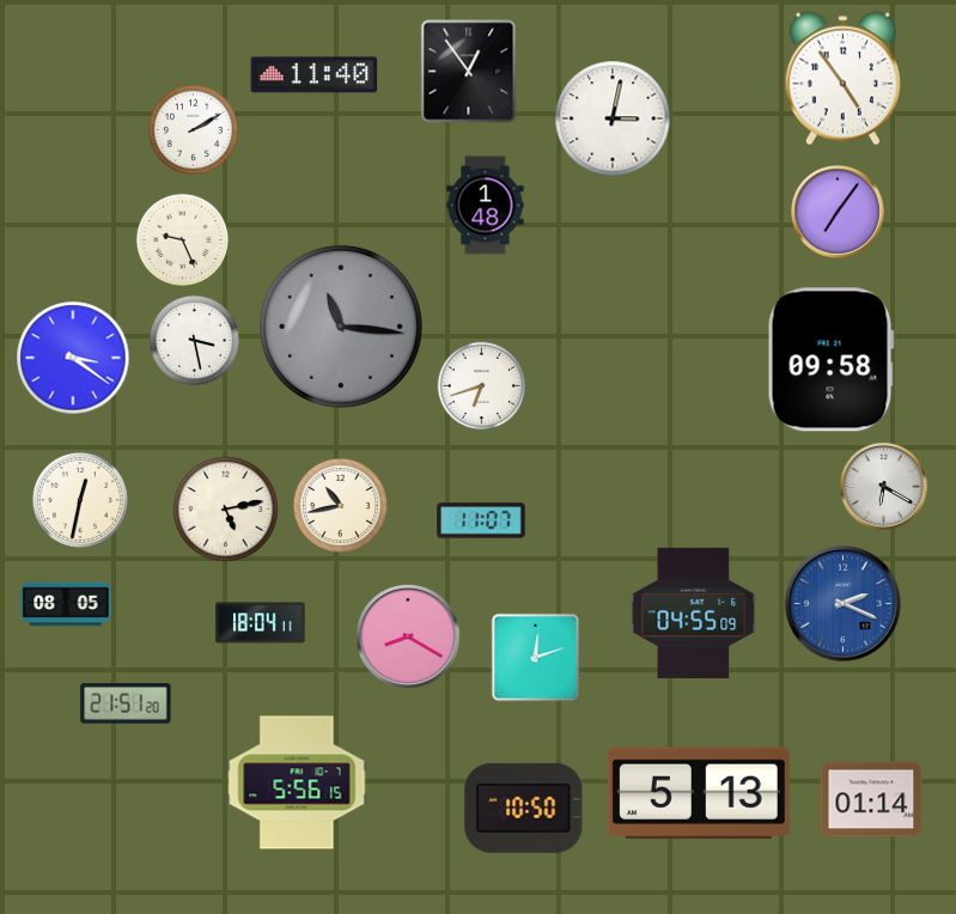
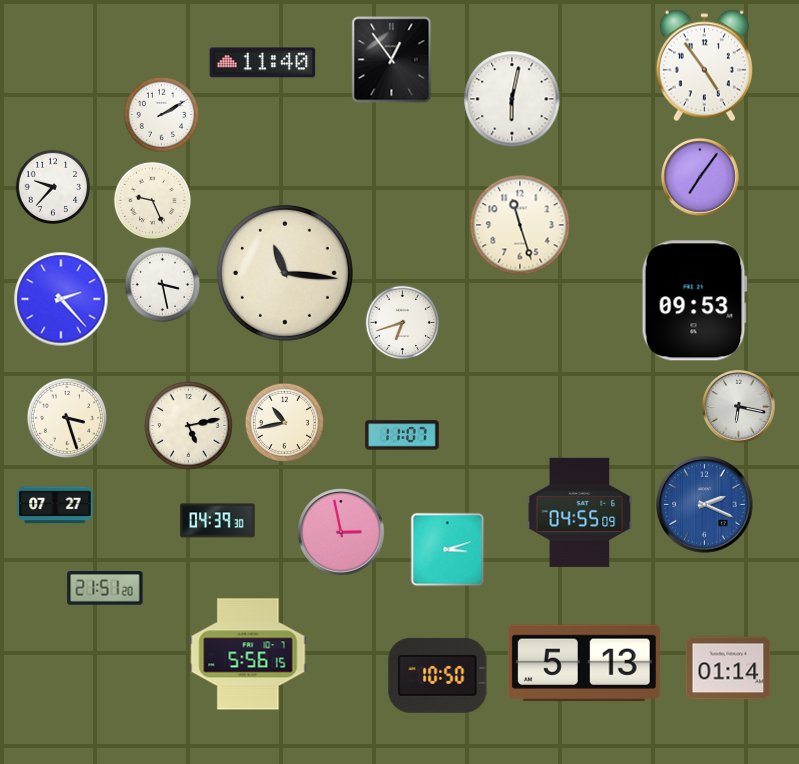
clock at (613, 118): 3:02 -> 6:02
clock at (194, 130) position: (194, 130) -> (162, 115)
clock at (486, 206): 1:48 -> none
clock at (53, 187): none -> 9:37
clock at (520, 225): none -> 11:27
clock at (341, 327) dial: grey -> cream
clock at (73, 358): 3:21 -> 2:23
clock at (830, 360): 09:58 -> 09:53
clock at (883, 486): 6:20 -> 6:17
clock at (80, 500): 12:32 -> 3:27
clock at (66, 604): 08:05 -> 07:27
clock at (261, 623): 18:04 -> 04:39
clock at (408, 636): 8:20 -> 2:58
clock at (536, 658): 12:12 -> 3:12
